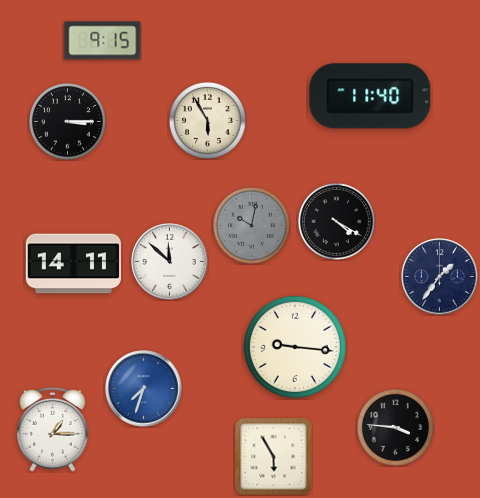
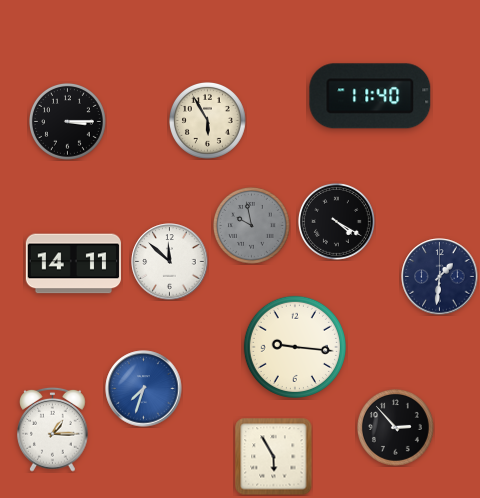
clock at (103, 41): 9:15 -> none
clock at (252, 226): 10:02 -> 9:58
clock at (440, 277): 1:36 -> 1:31
clock at (396, 428): 3:46 -> 2:53
